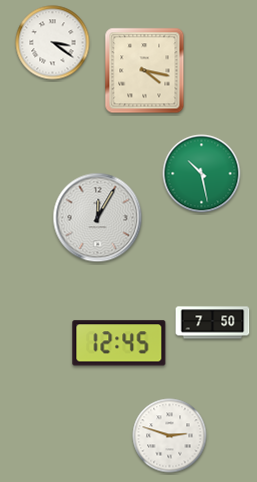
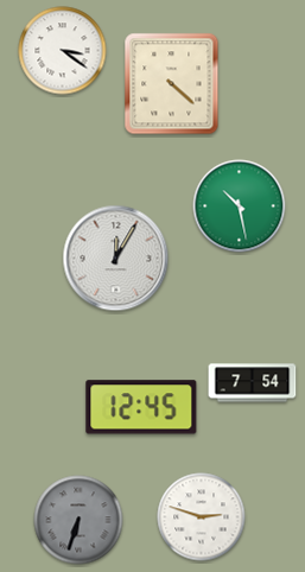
clock at (145, 71): 4:17 -> 4:22
clock at (213, 323): 7:50 -> 7:54
clock at (78, 520): none -> 6:33
